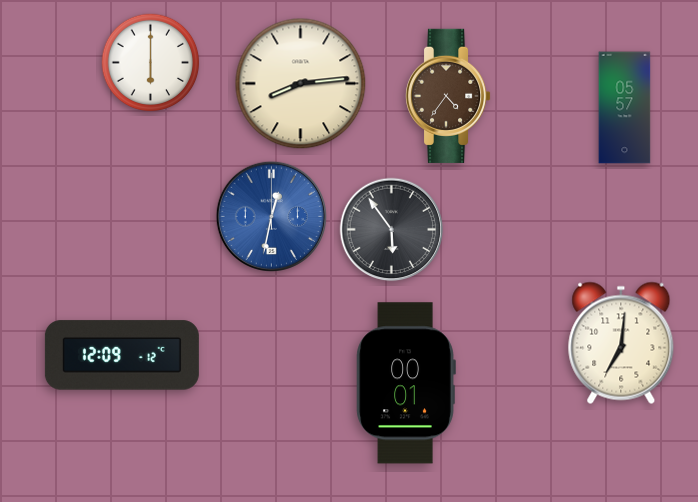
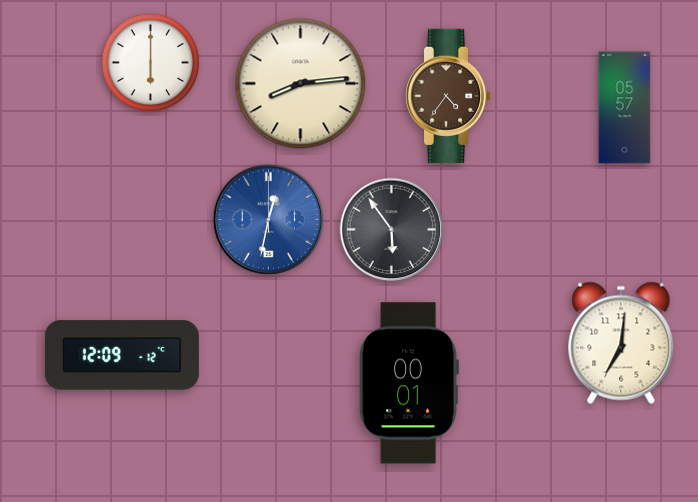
clock at (271, 216) position: (271, 216) -> (268, 219)
clock at (406, 383) position: (406, 383) -> (409, 383)
